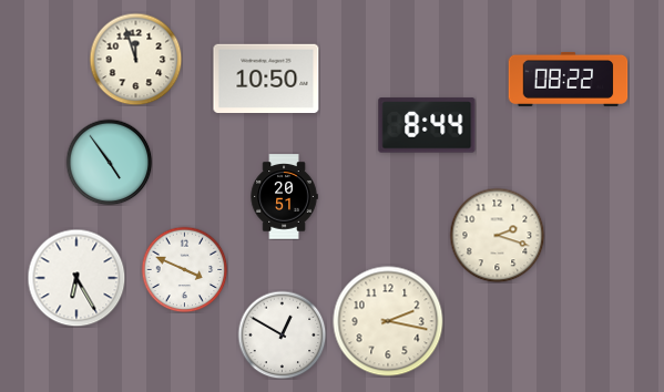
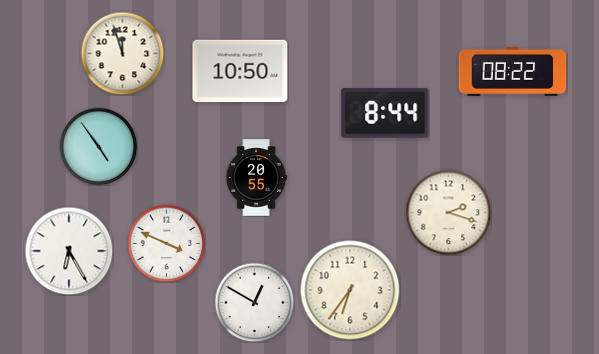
clock at (284, 197): 20:51 -> 20:55
clock at (388, 321): 2:17 -> 6:36
